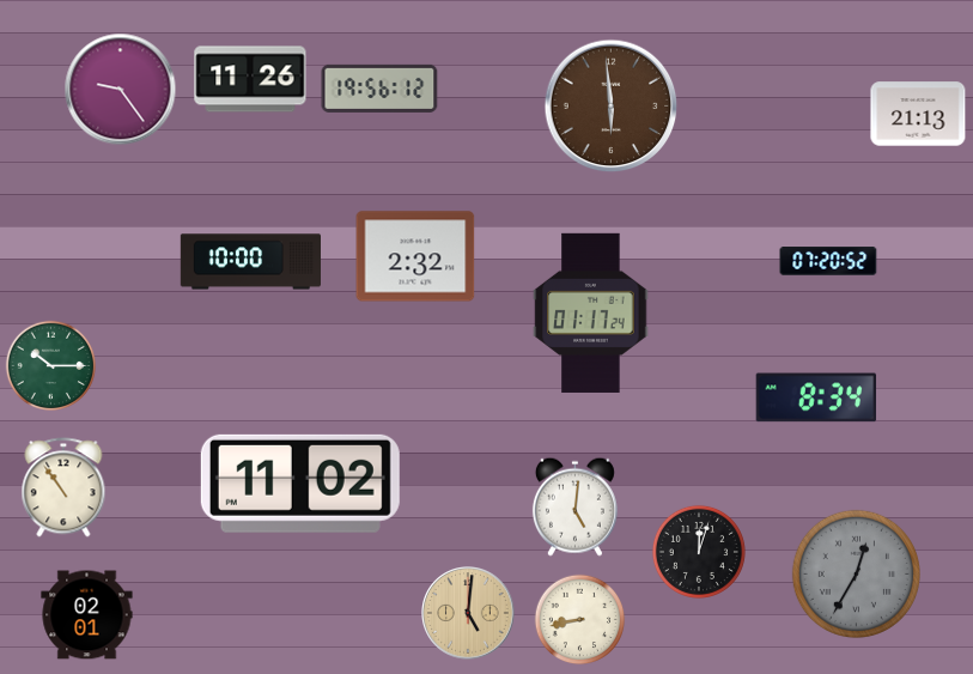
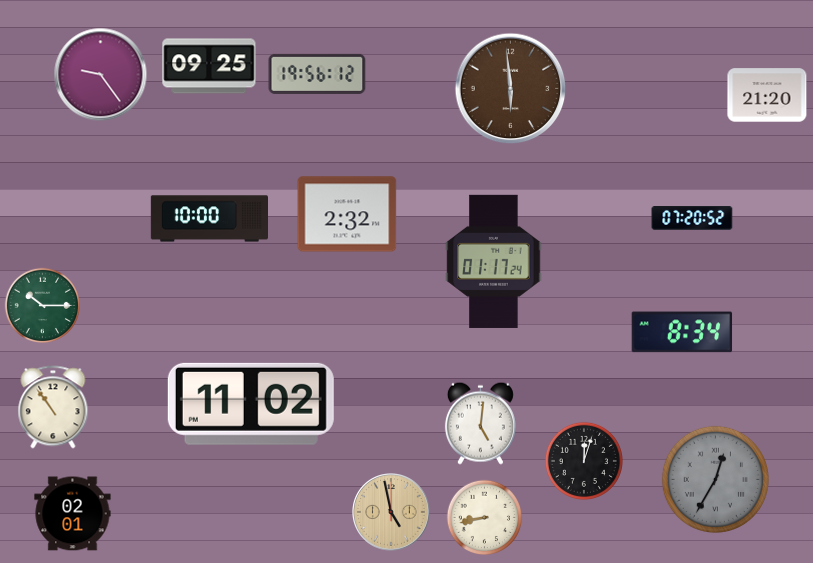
clock at (250, 79): 11:26 -> 09:25
clock at (918, 114): 21:13 -> 21:20
clock at (468, 613): 5:01 -> 4:58
